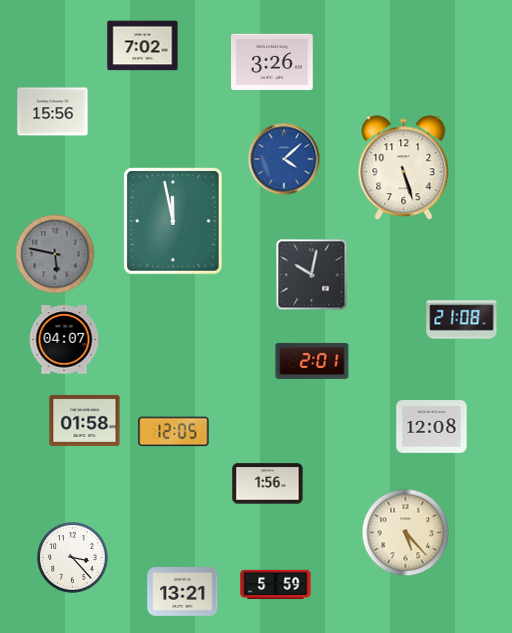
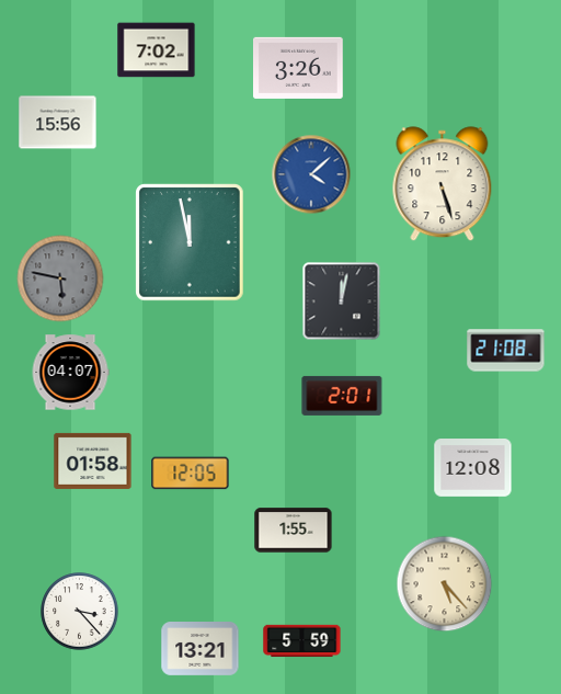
clock at (312, 275): 10:02 -> 12:02
clock at (268, 484): 1:56 -> 1:55
